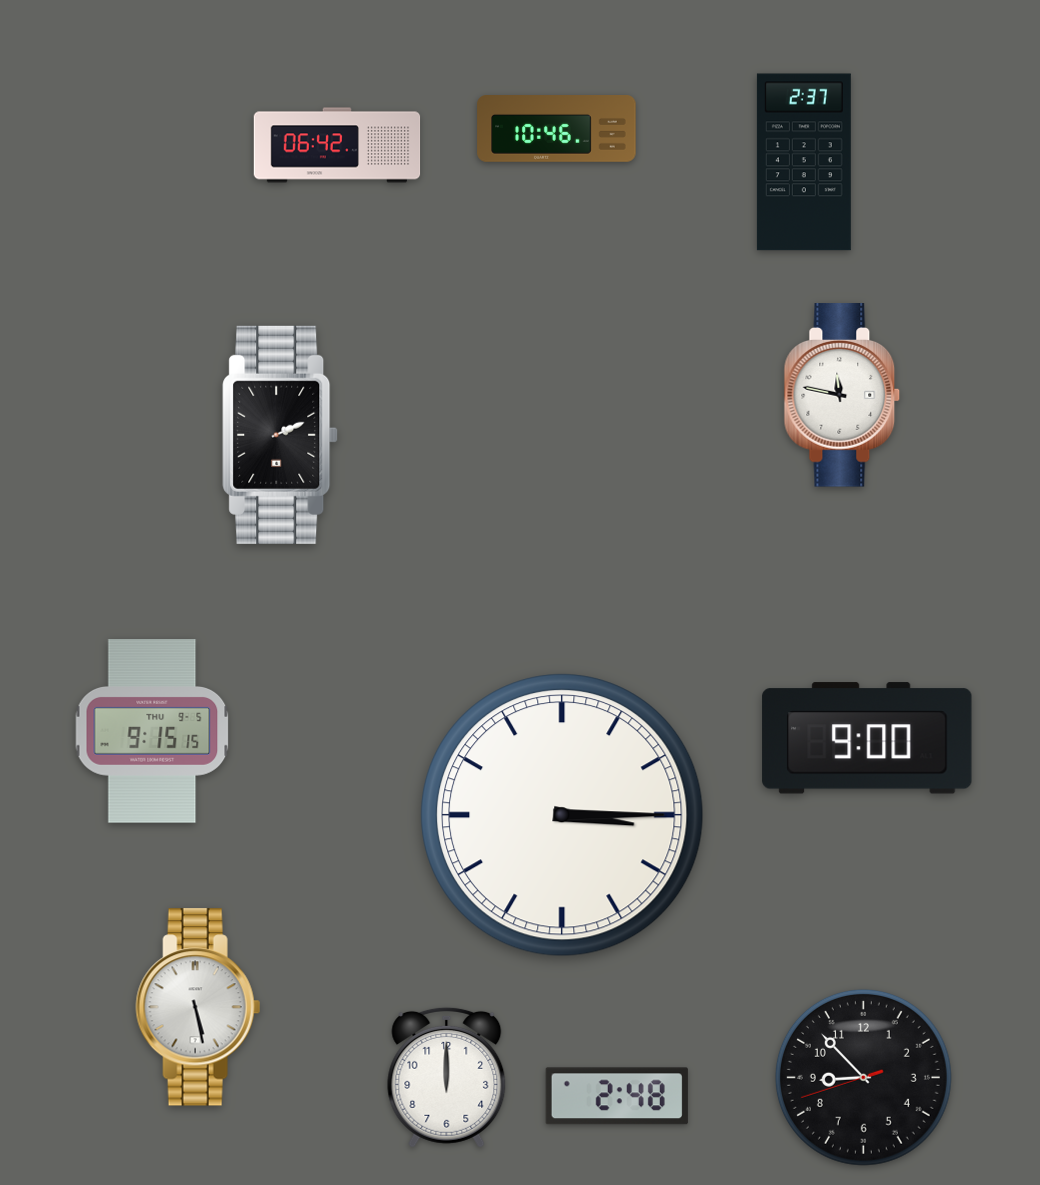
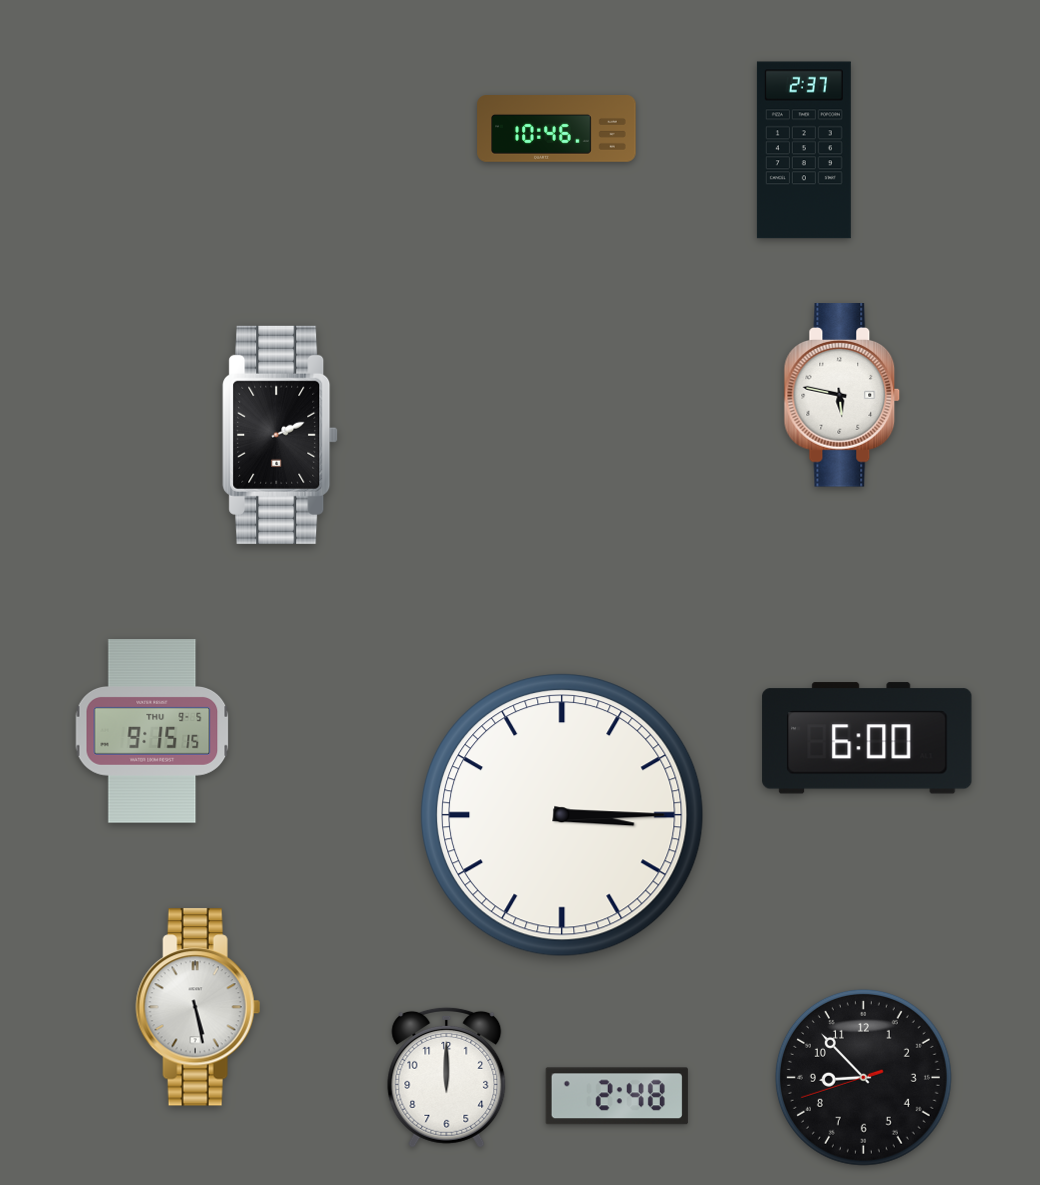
clock at (337, 145): 06:42 -> none
clock at (804, 162) position: (804, 162) -> (804, 150)
clock at (842, 395): 11:47 -> 5:47
clock at (867, 738): 9:00 -> 6:00
